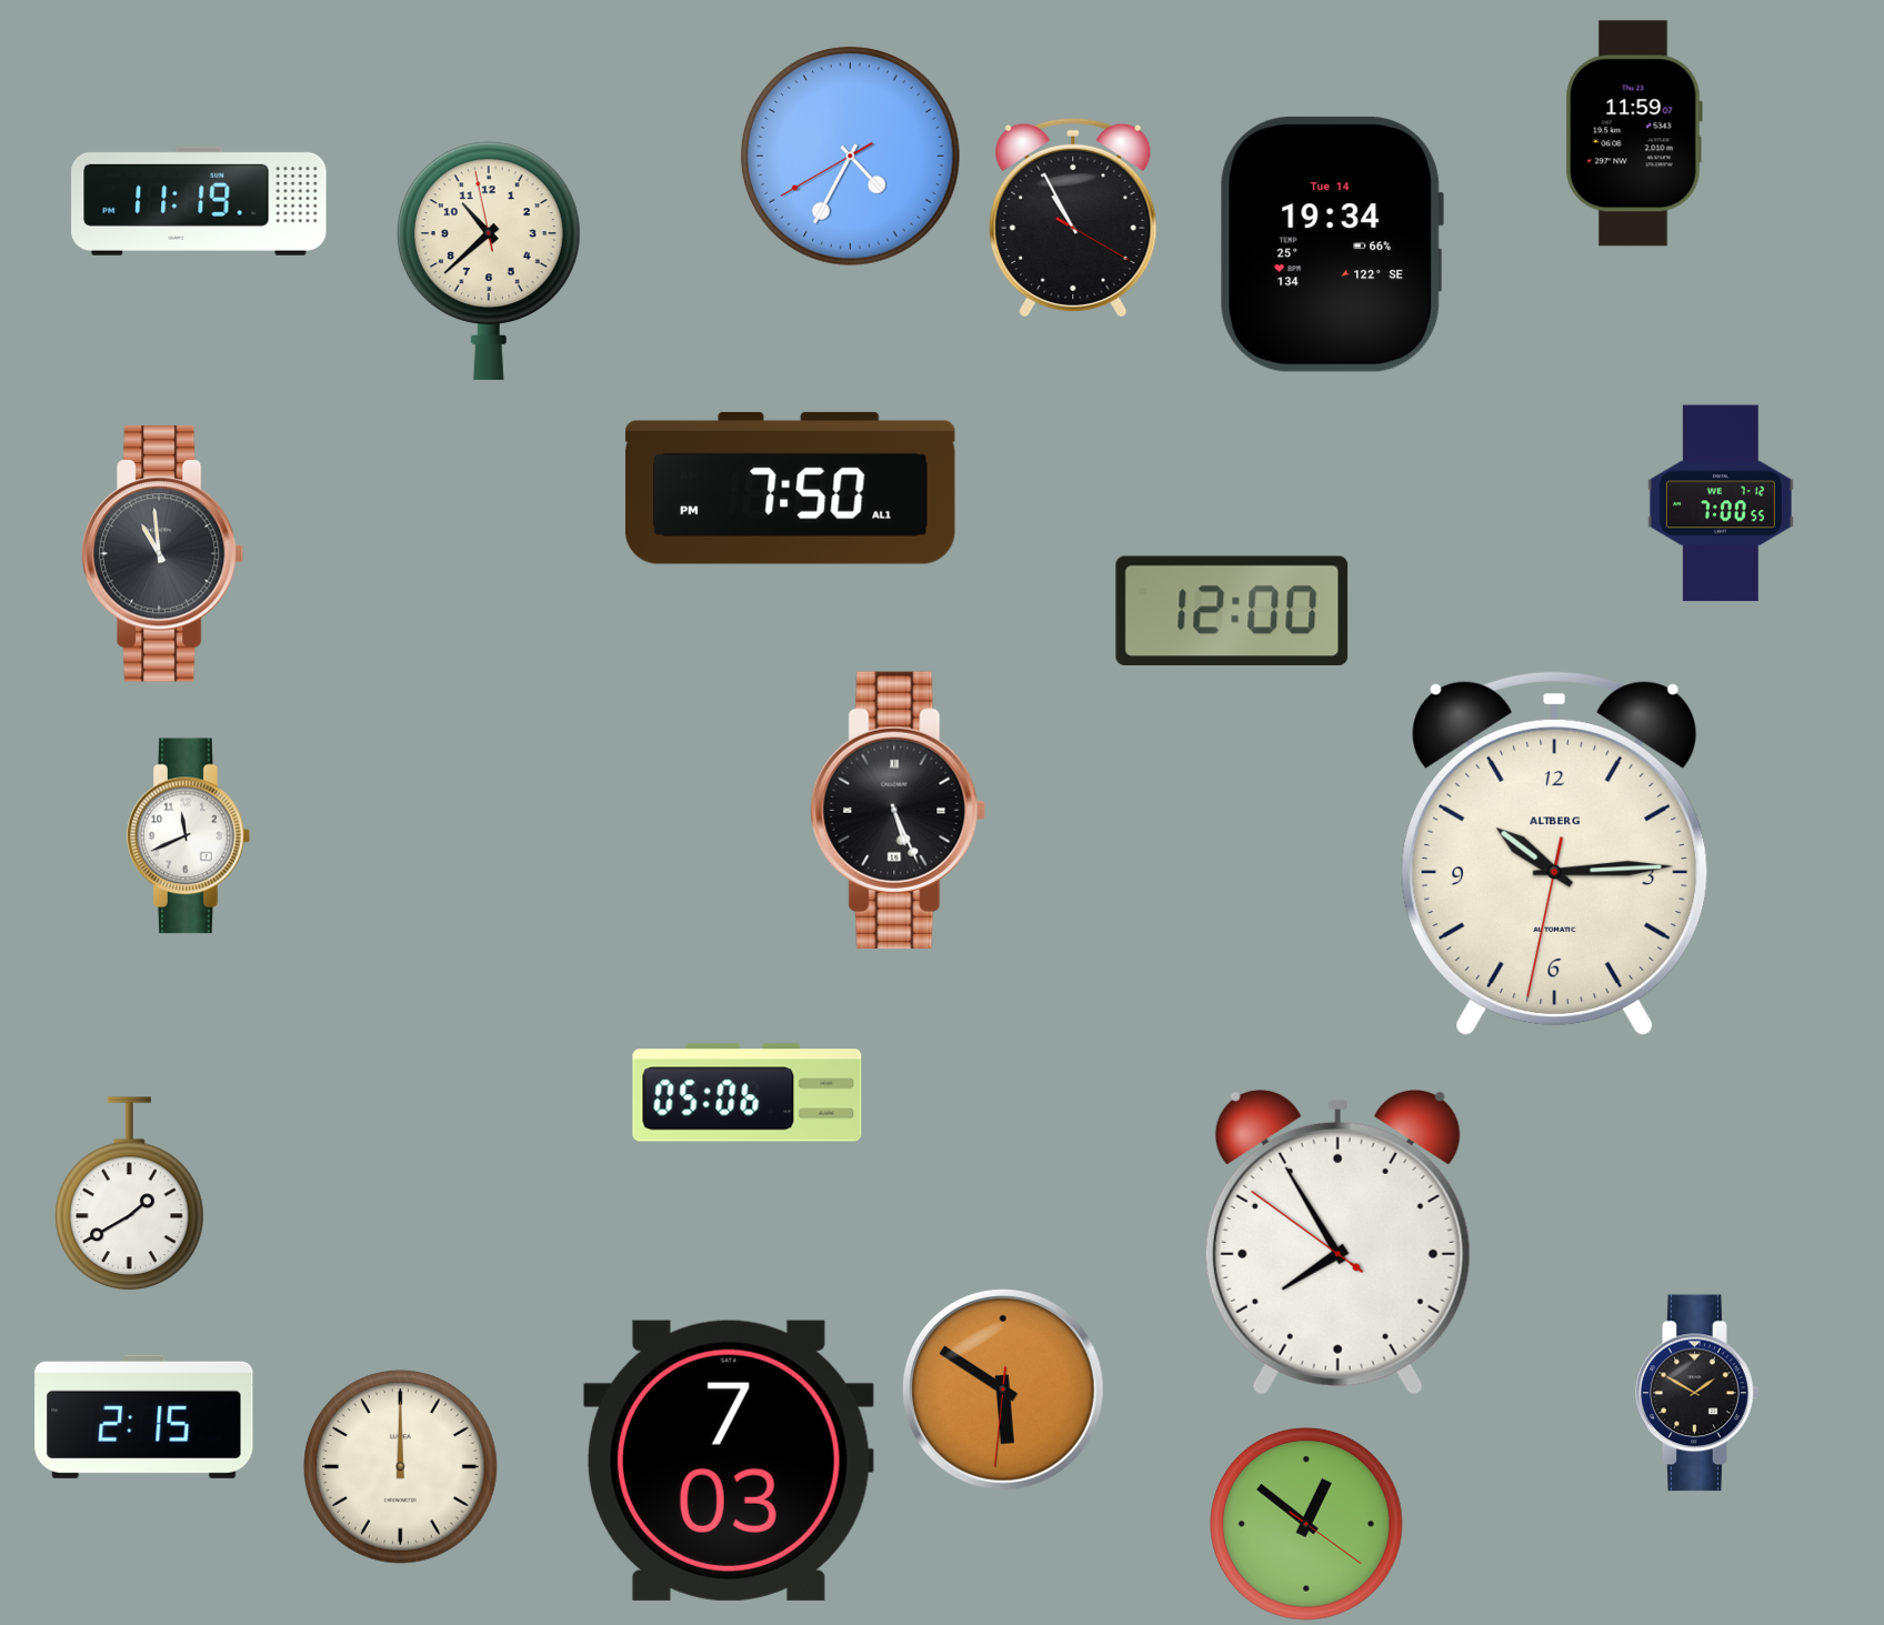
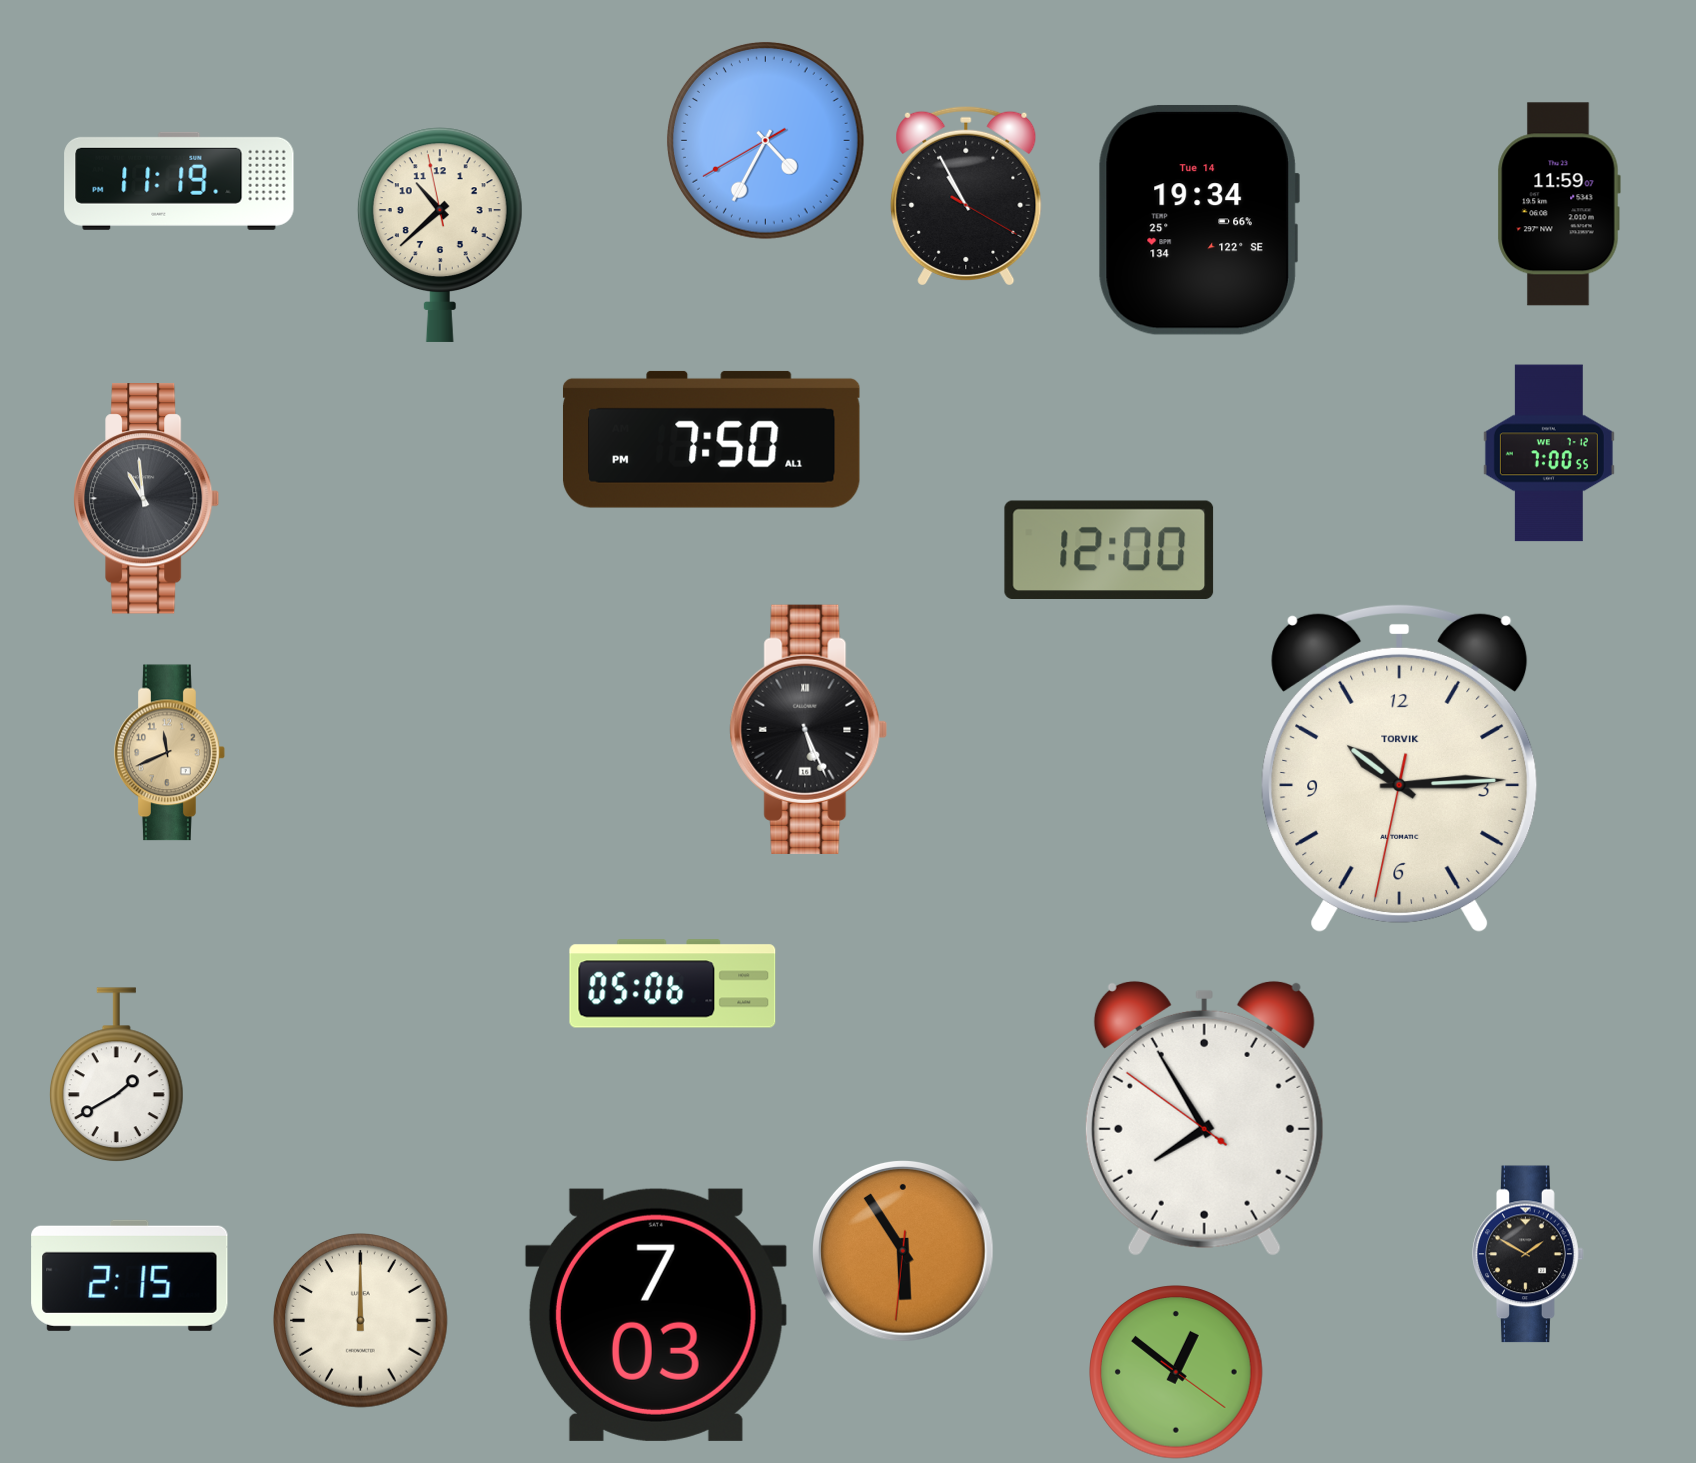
clock at (1634, 133) position: (1634, 133) -> (1559, 204)
clock at (189, 836) dial: white -> champagne
clock at (1555, 852) brand: ALTBERG -> TORVIK
clock at (1003, 1390): 5:50 -> 5:54
